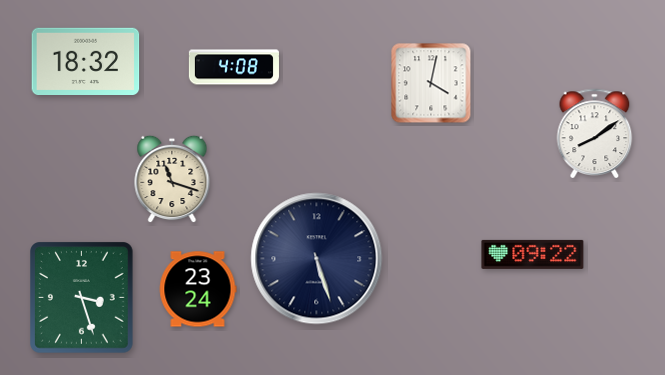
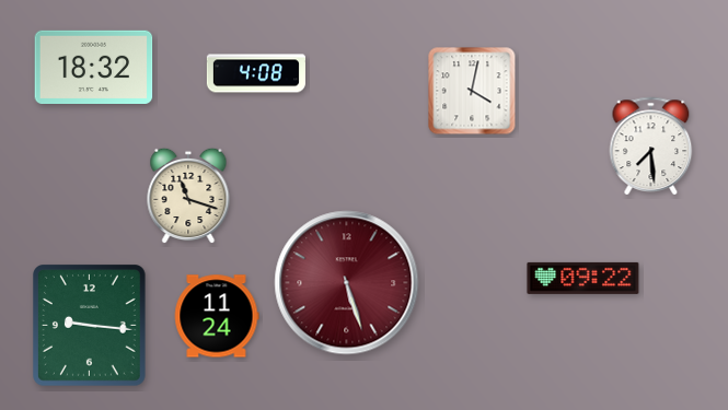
clock at (595, 133): 8:09 -> 7:29
clock at (317, 259) dial: navy -> burgundy
clock at (198, 289): 23:24 -> 11:24
clock at (82, 298): 3:27 -> 9:16
